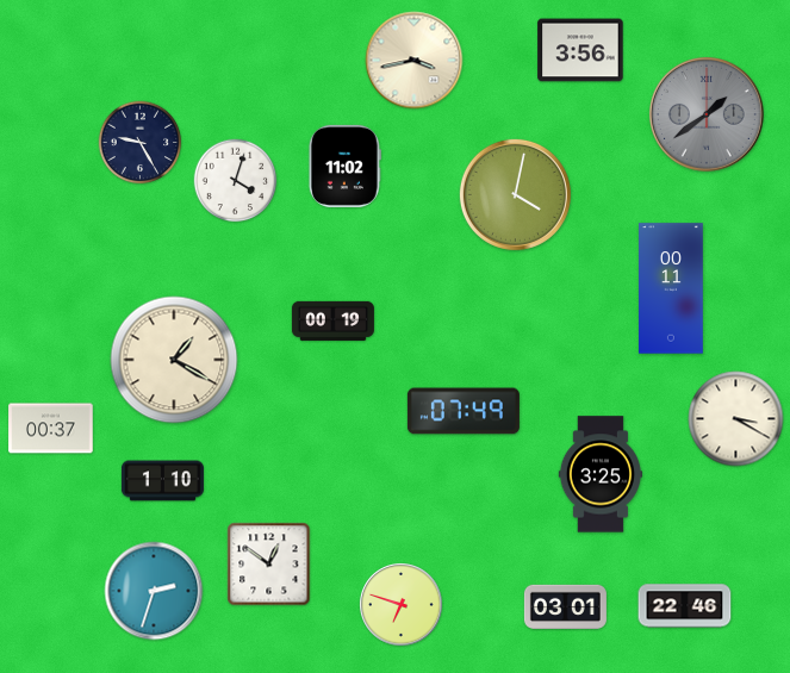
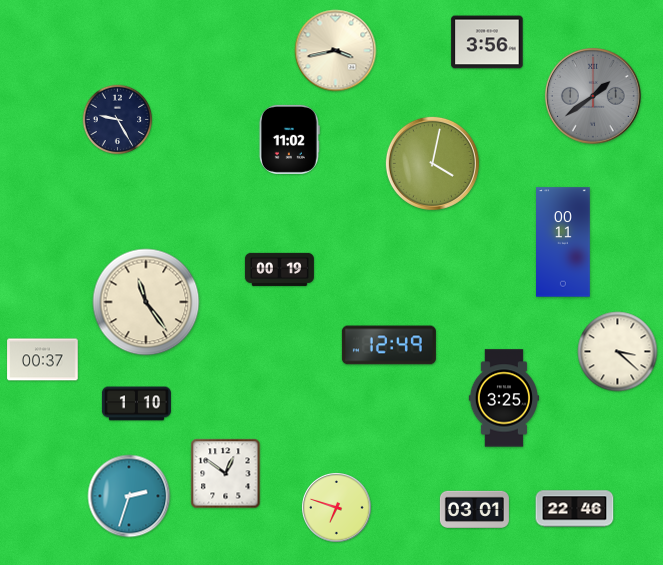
clock at (415, 61) position: (415, 61) -> (336, 51)
clock at (236, 181): 4:03 -> none
clock at (174, 360): 1:20 -> 11:24
clock at (464, 411): 07:49 -> 12:49
clock at (736, 419): 3:20 -> 3:22
